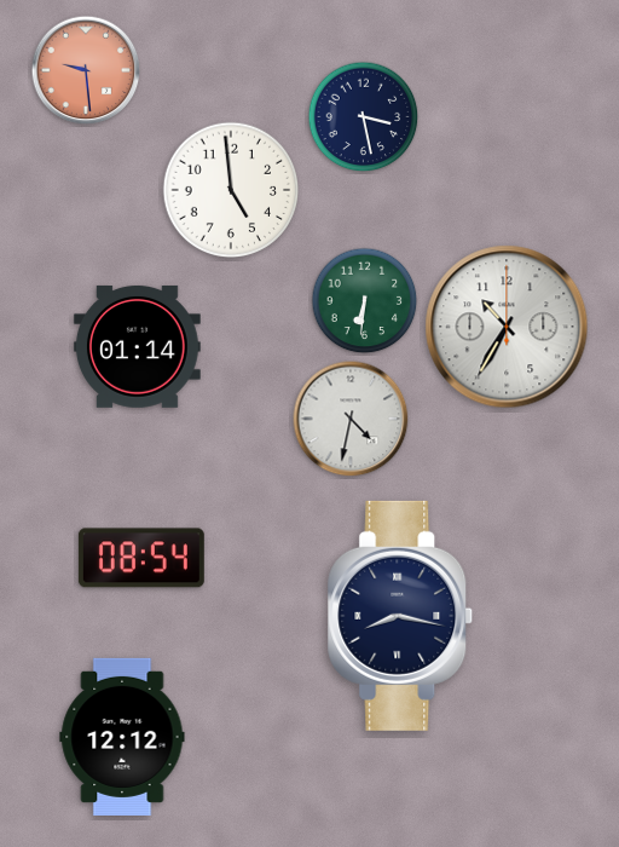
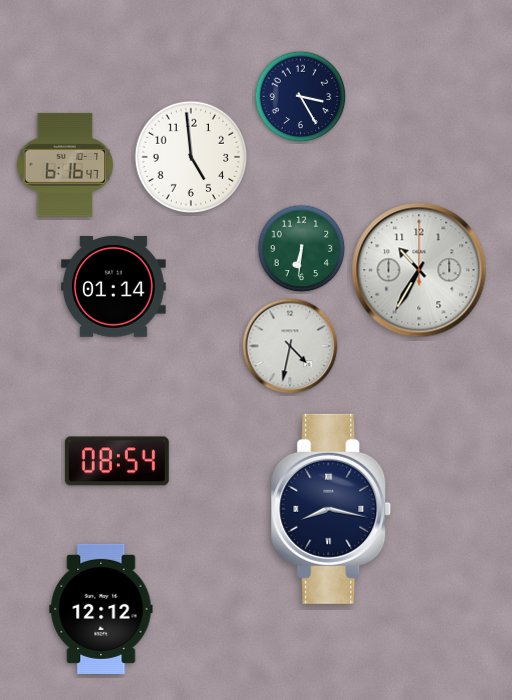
clock at (86, 70): 9:29 -> none
clock at (364, 117): 3:28 -> 3:25
clock at (65, 165): none -> 6:16
